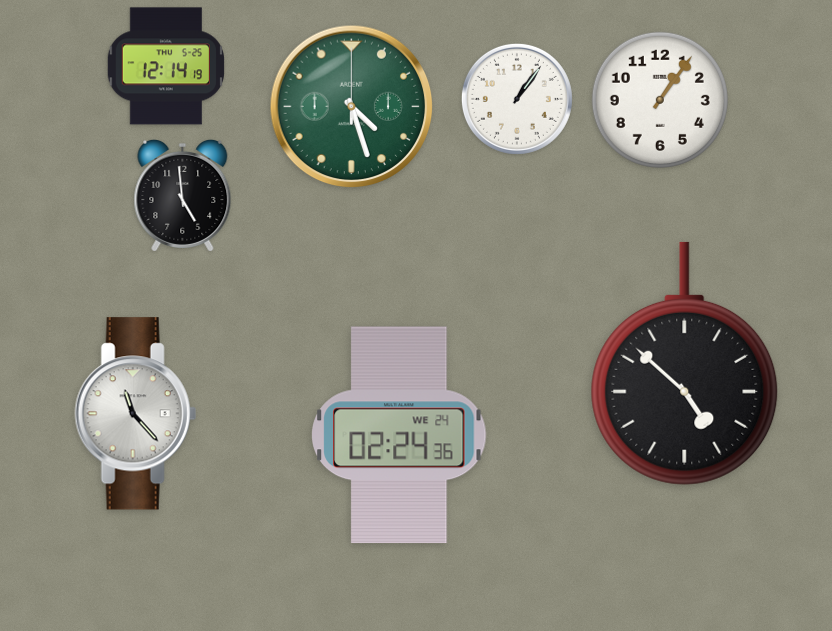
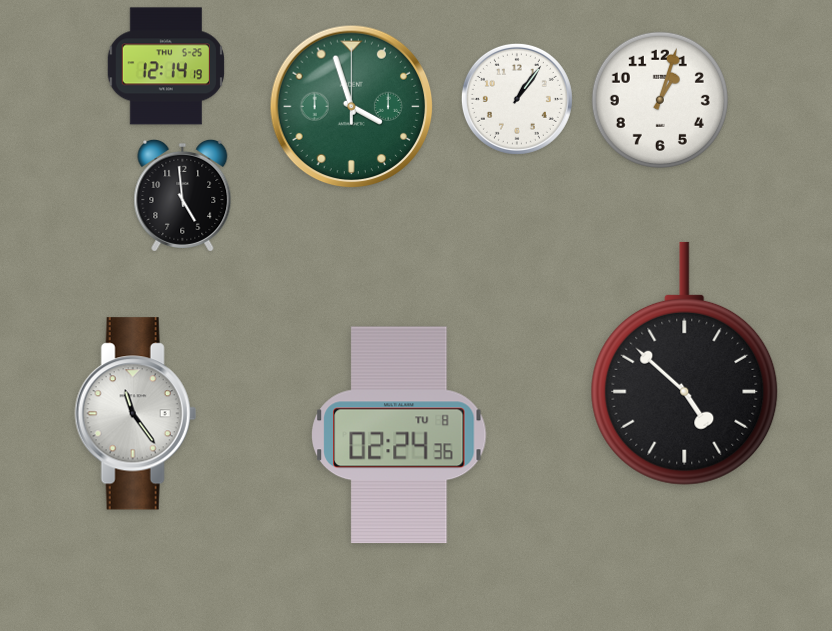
clock at (660, 100): 1:06 -> 1:03
clock at (352, 107): 4:27 -> 3:57
clock at (135, 414): 11:23 -> 11:24
clock at (399, 435) date: WE 24 -> TU 8
